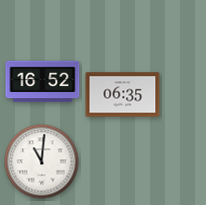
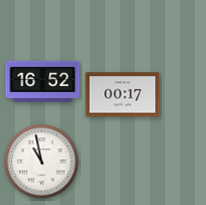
clock at (123, 95): 06:35 -> 00:17
clock at (42, 162): 11:01 -> 10:58
